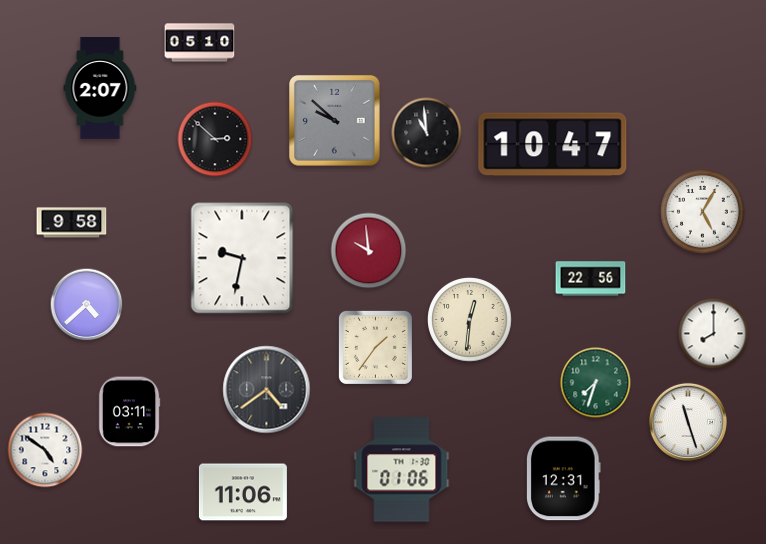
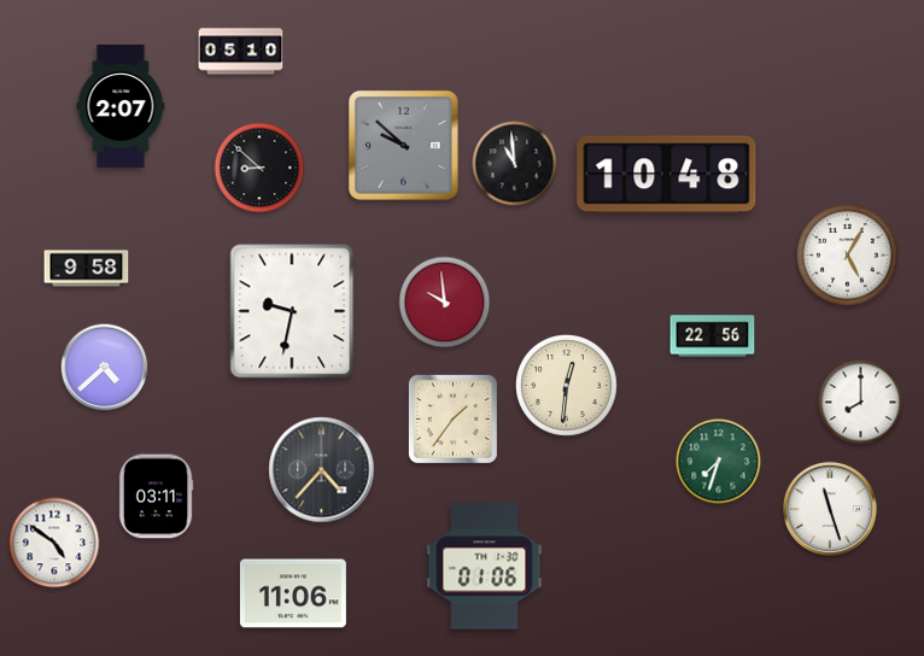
clock at (427, 133) position: (427, 133) -> (515, 164)
clock at (215, 139): 2:52 -> 8:52
clock at (553, 145): 10:47 -> 10:48
clock at (267, 390): 4:39 -> 4:37
clock at (564, 479): 12:31 -> none
